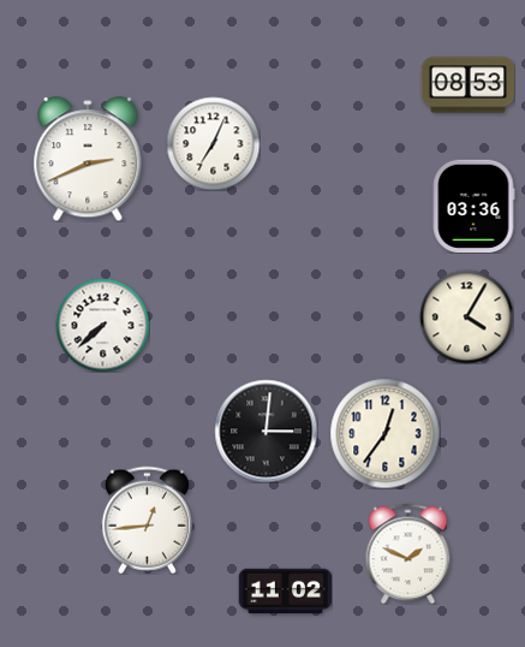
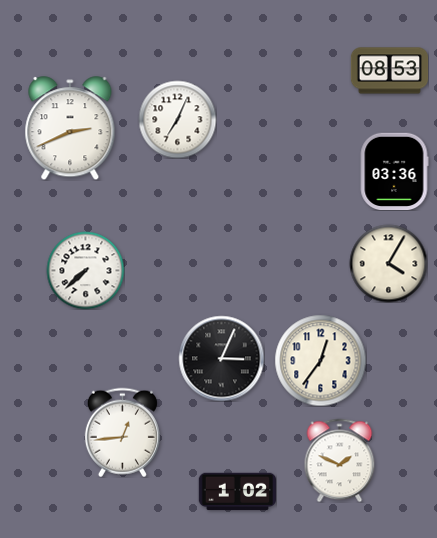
clock at (88, 159) position: (88, 159) -> (70, 128)
clock at (266, 431): 3:01 -> 3:04
clock at (285, 592): 11:02 -> 1:02
